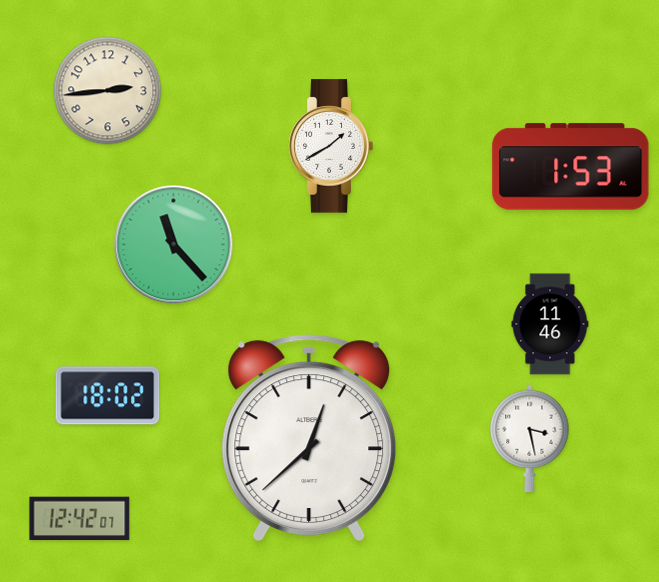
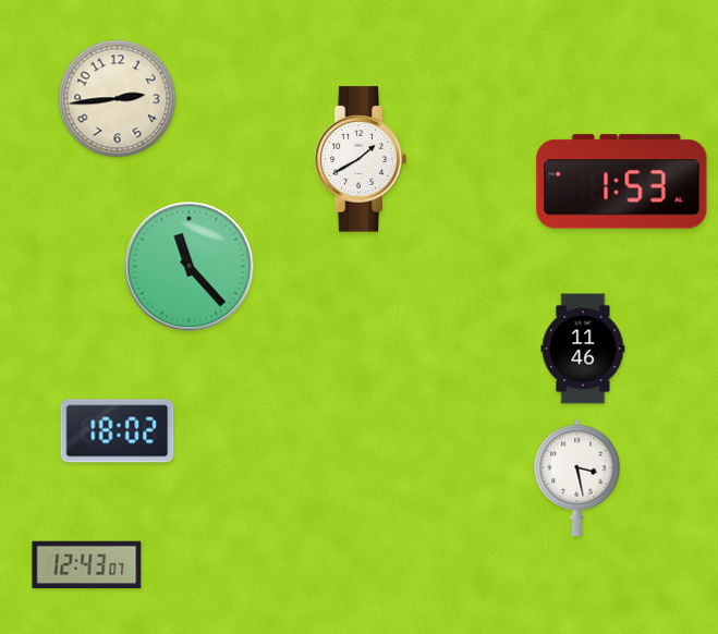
clock at (550, 324) position: (550, 324) -> (583, 349)
clock at (309, 438): 12:38 -> none
clock at (80, 519): 12:42 -> 12:43
